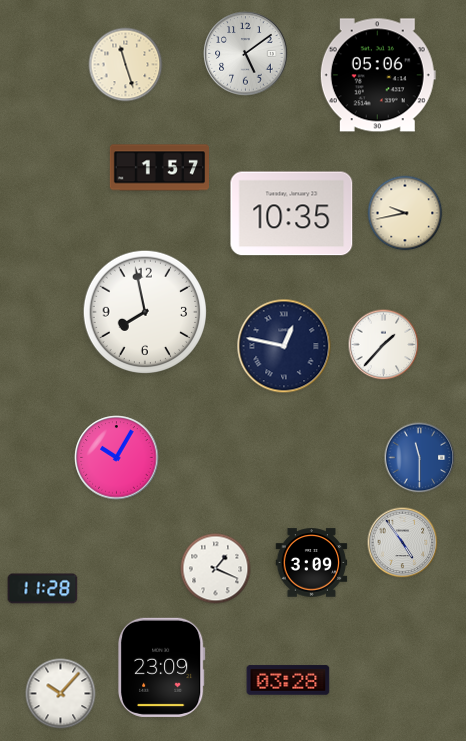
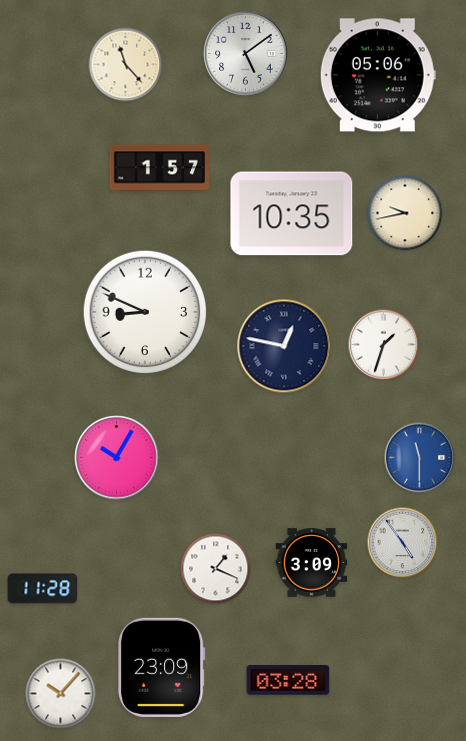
clock at (126, 65): 11:27 -> 11:23
clock at (144, 311): 7:58 -> 8:49
clock at (384, 345): 1:37 -> 1:33
